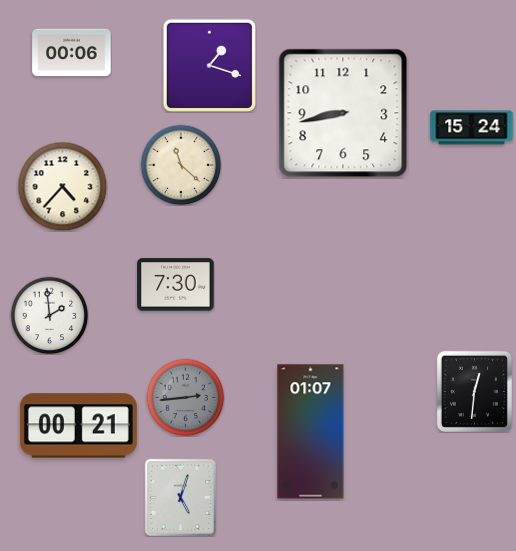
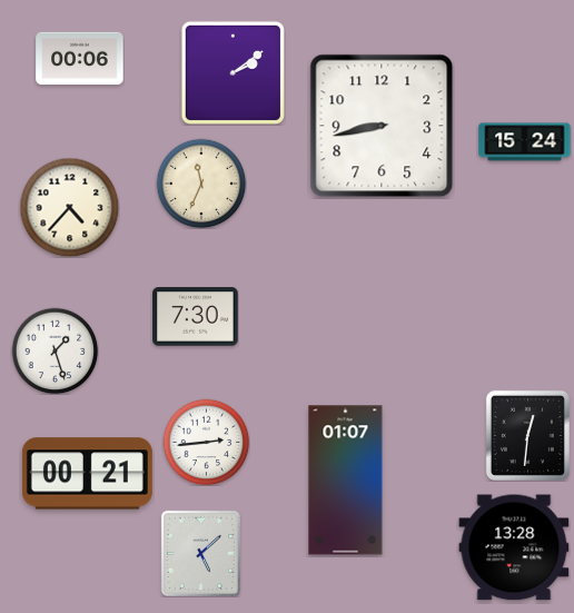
clock at (209, 65): 1:18 -> 2:09
clock at (181, 165): 11:22 -> 11:34
clock at (49, 315): 1:59 -> 1:27
clock at (185, 397) dial: grey -> white
clock at (514, 547): none -> 13:28
clock at (180, 497): 5:03 -> 5:08
